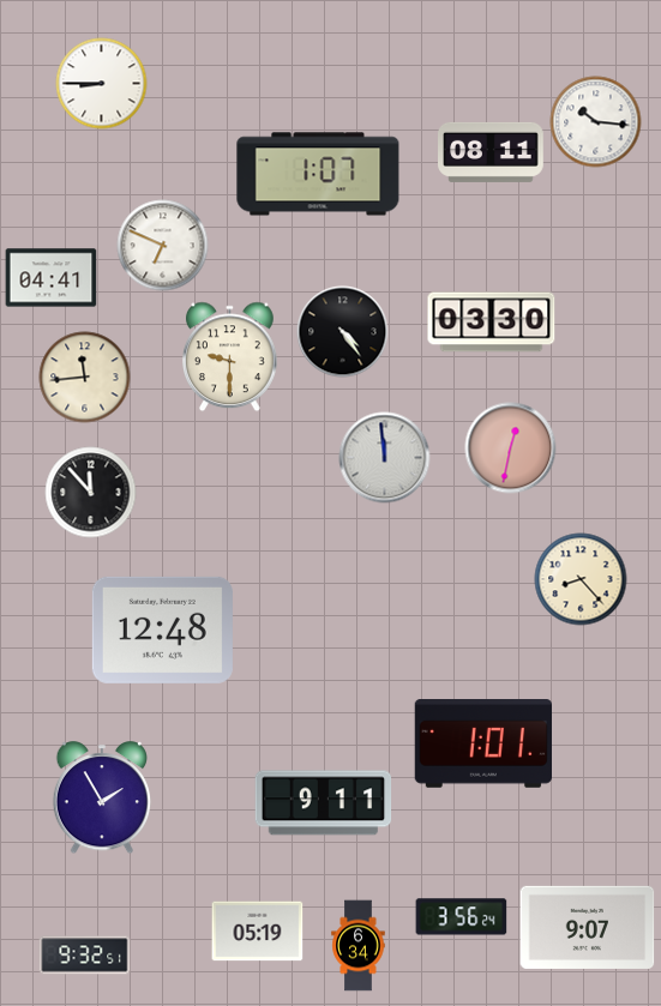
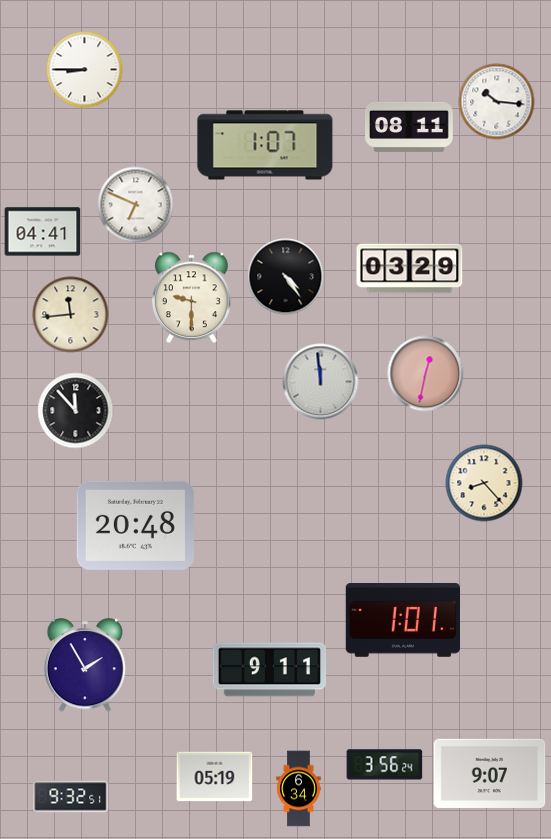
clock at (492, 323): 03:30 -> 03:29
clock at (162, 629): 12:48 -> 20:48
